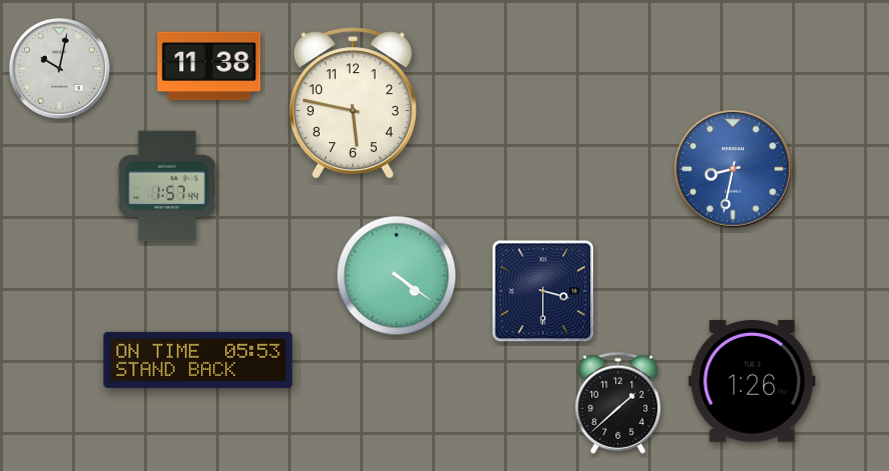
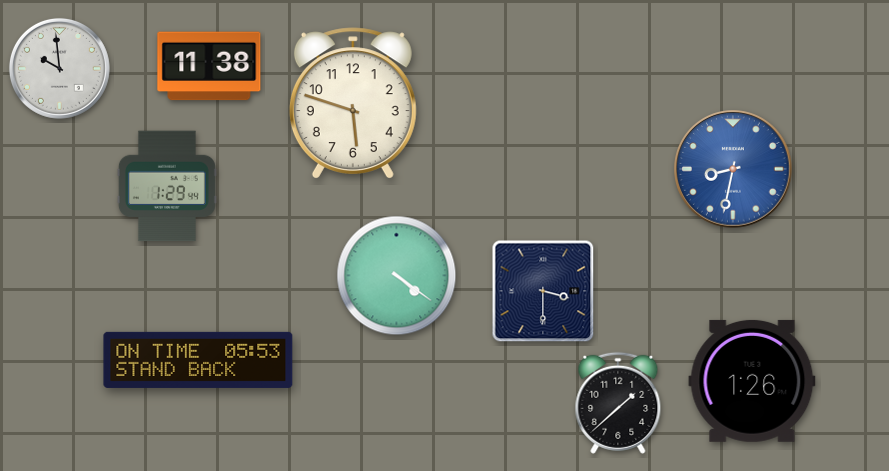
clock at (59, 68): 10:02 -> 9:59
clock at (353, 103): 5:47 -> 5:48
clock at (167, 186): 1:57 -> 1:29
